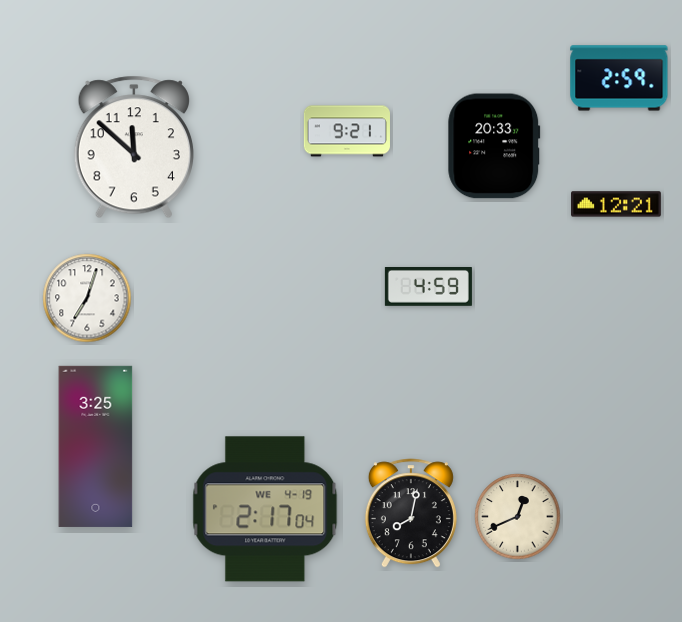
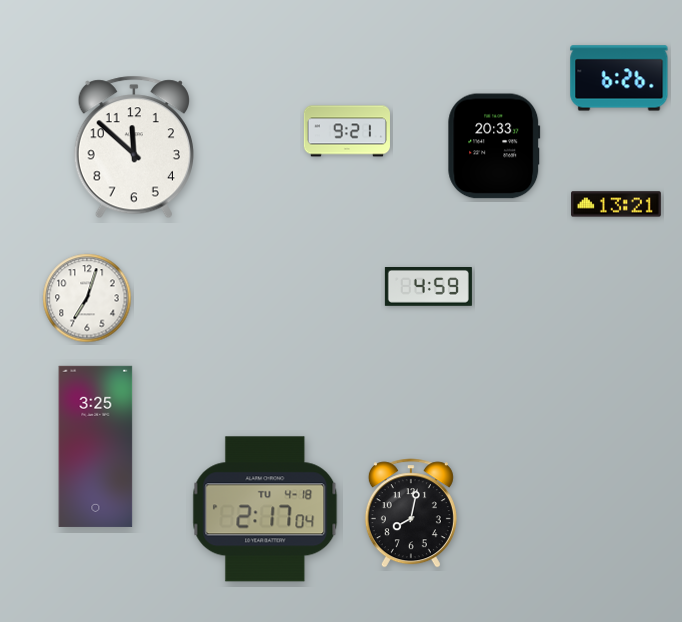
clock at (619, 78): 2:59 -> 6:26
clock at (617, 204): 12:21 -> 13:21
clock at (265, 509) date: WE 4-19 -> TU 4-18
clock at (518, 517): 12:41 -> none
